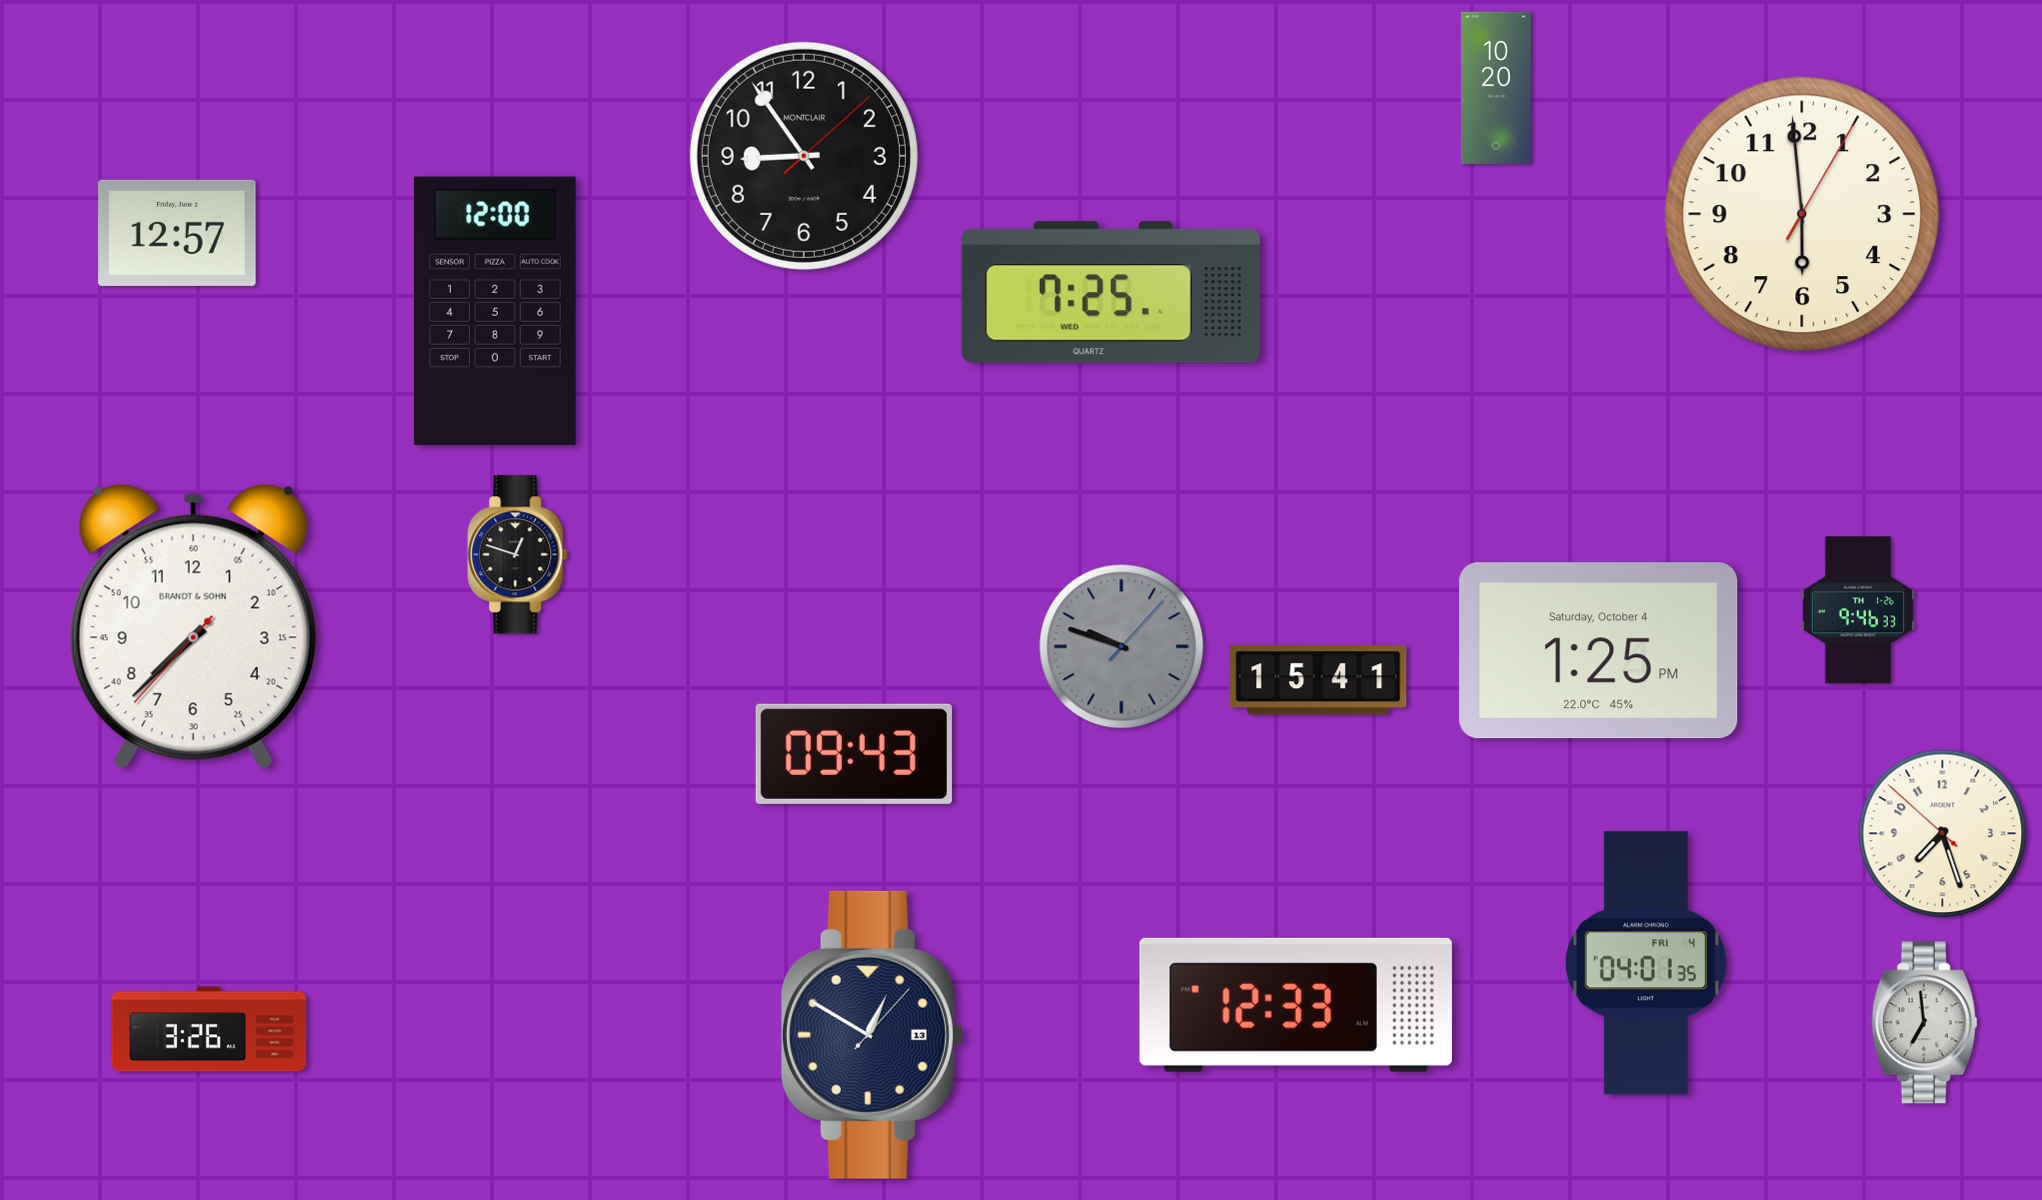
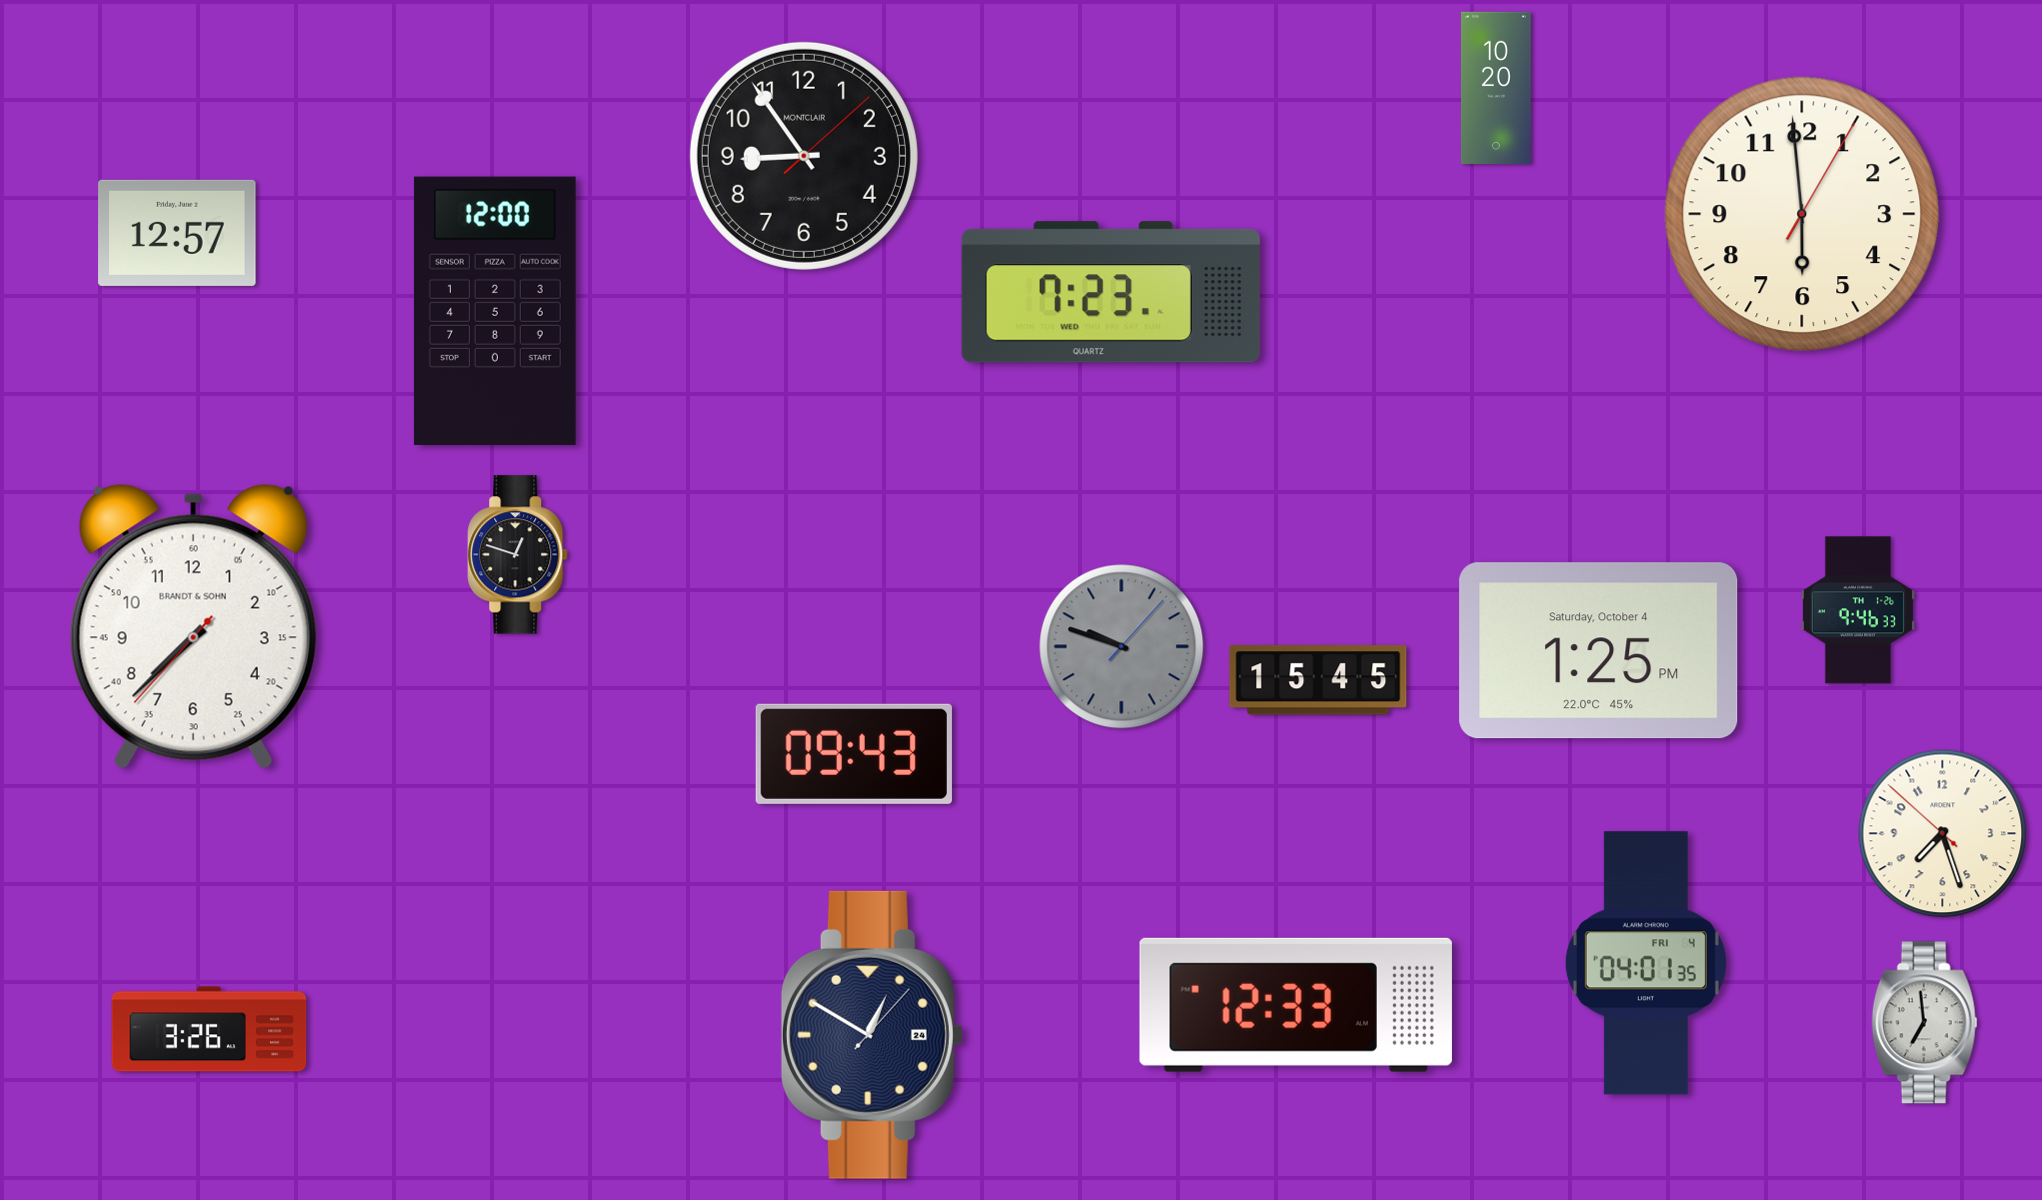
clock at (1111, 292): 7:25 -> 7:23
clock at (1318, 680): 15:41 -> 15:45
clock at (872, 1035) date: 13 -> 24
